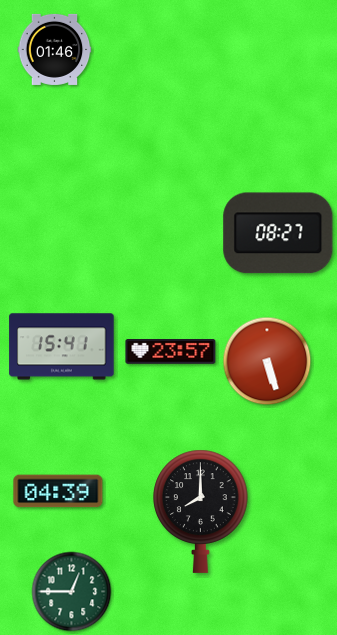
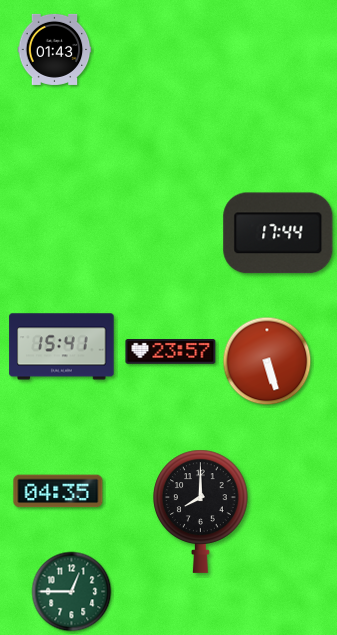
clock at (55, 49): 01:46 -> 01:43
clock at (278, 233): 08:27 -> 17:44
clock at (58, 491): 04:39 -> 04:35
